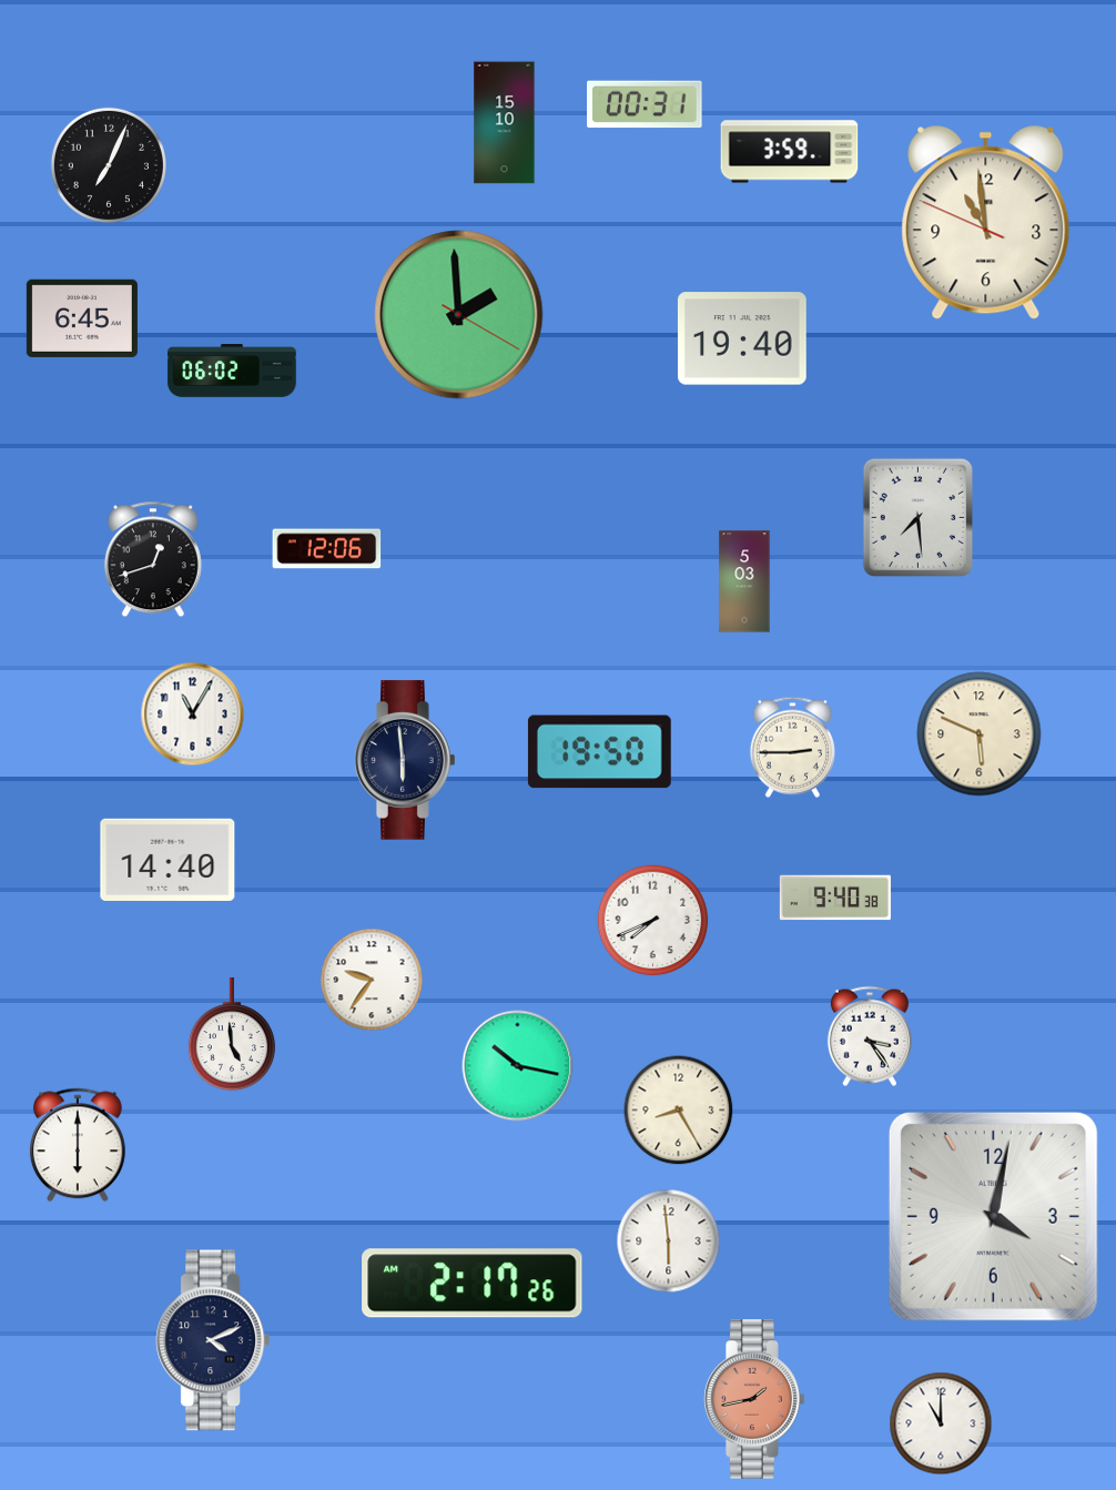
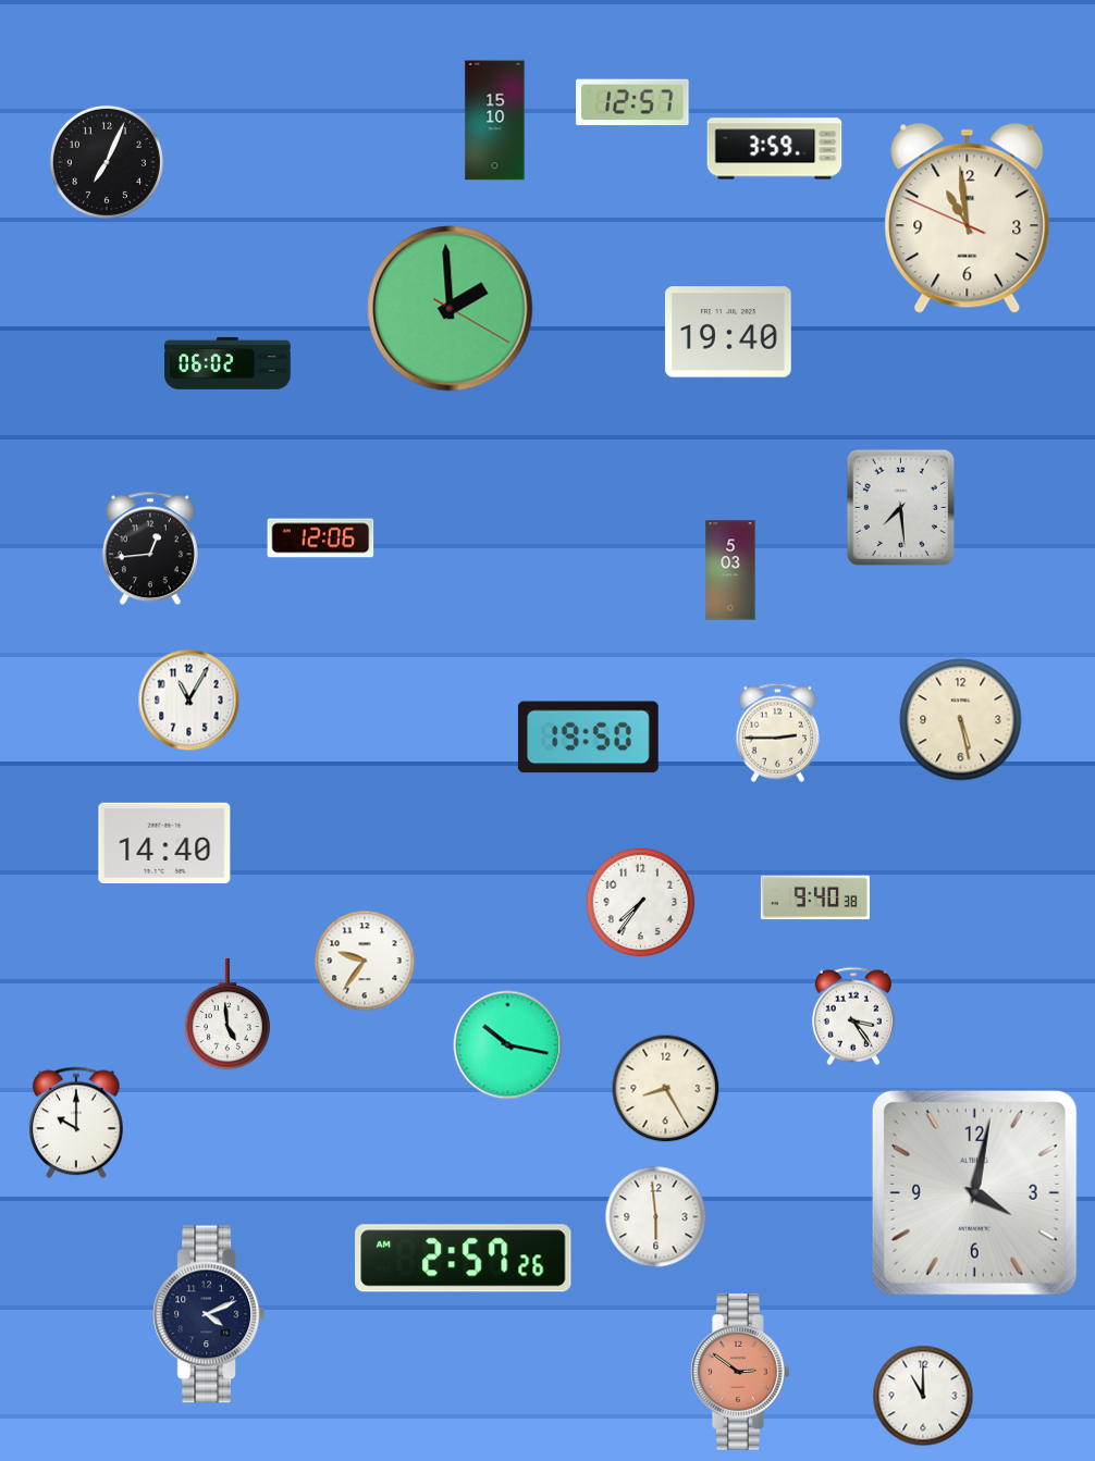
clock at (645, 104): 00:31 -> 12:57
clock at (82, 318): 6:45 -> none
clock at (153, 559): 12:42 -> 12:44
clock at (980, 734): 5:49 -> 5:28
clock at (405, 760): 5:59 -> none
clock at (835, 898) position: (835, 898) -> (815, 897)
clock at (653, 921): 7:41 -> 7:36
clock at (78, 1145): 6:00 -> 10:00
clock at (473, 1284): 2:17 -> 2:57
clock at (754, 1399): 1:43 -> 2:51
